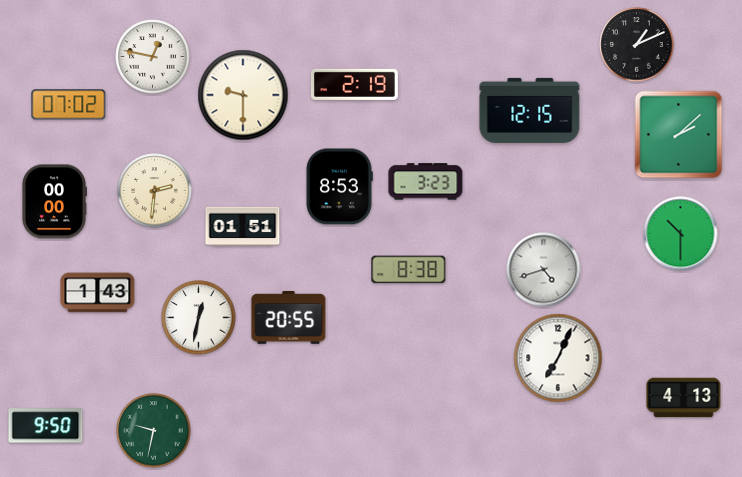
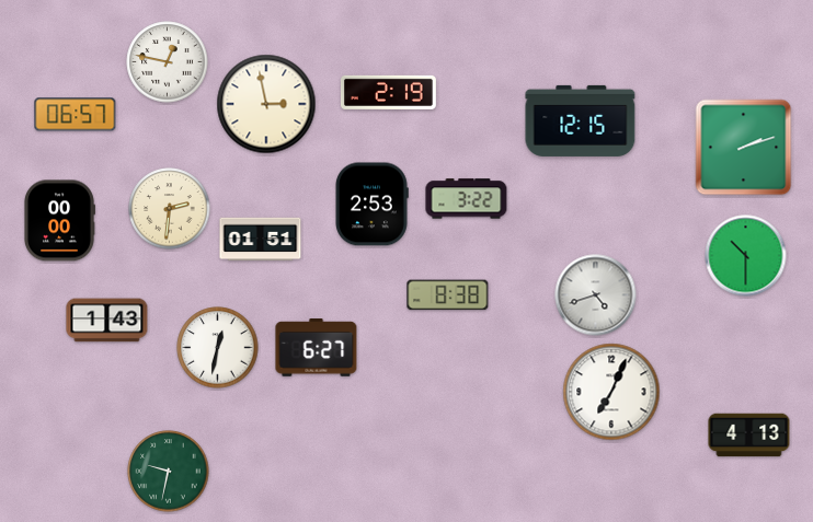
clock at (637, 45): 1:11 -> none
clock at (243, 95): 9:30 -> 2:58
clock at (69, 105): 07:02 -> 06:57
clock at (679, 135): 2:08 -> 2:12
clock at (426, 182): 3:23 -> 3:22
clock at (339, 187): 8:53 -> 2:53
clock at (243, 227) position: (243, 227) -> (261, 240)
clock at (289, 318): 20:55 -> 6:27
clock at (46, 426): 9:50 -> none
